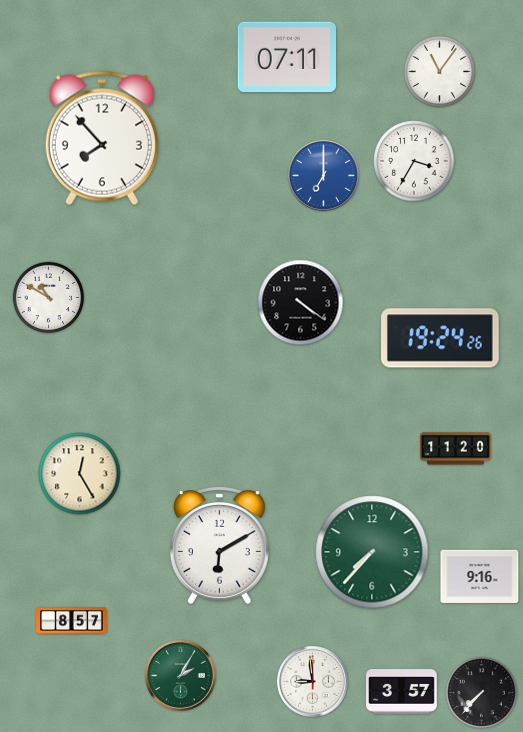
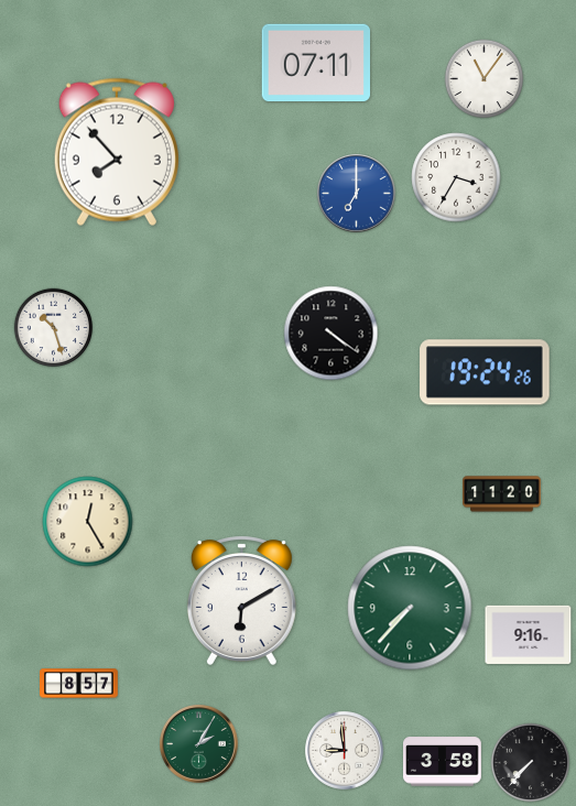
clock at (102, 138) position: (102, 138) -> (117, 152)
clock at (49, 298): 10:50 -> 10:27
clock at (402, 692): 3:57 -> 3:58
